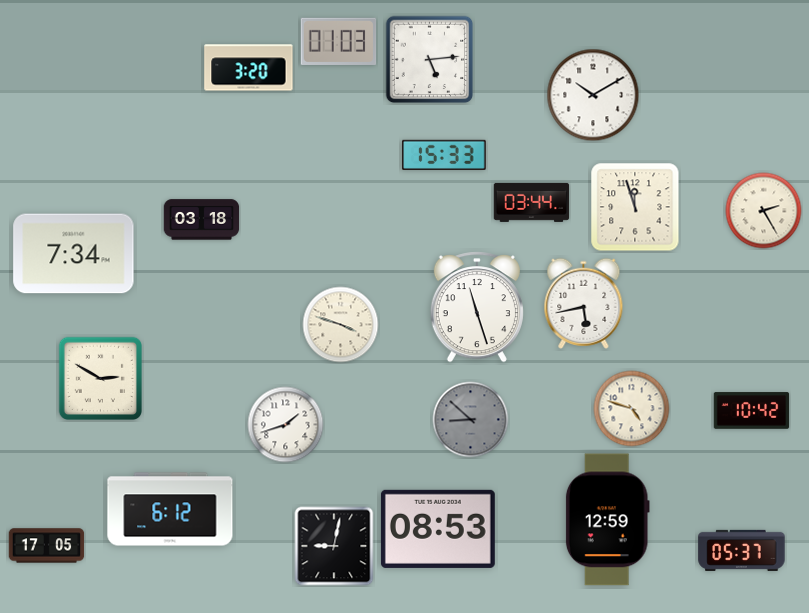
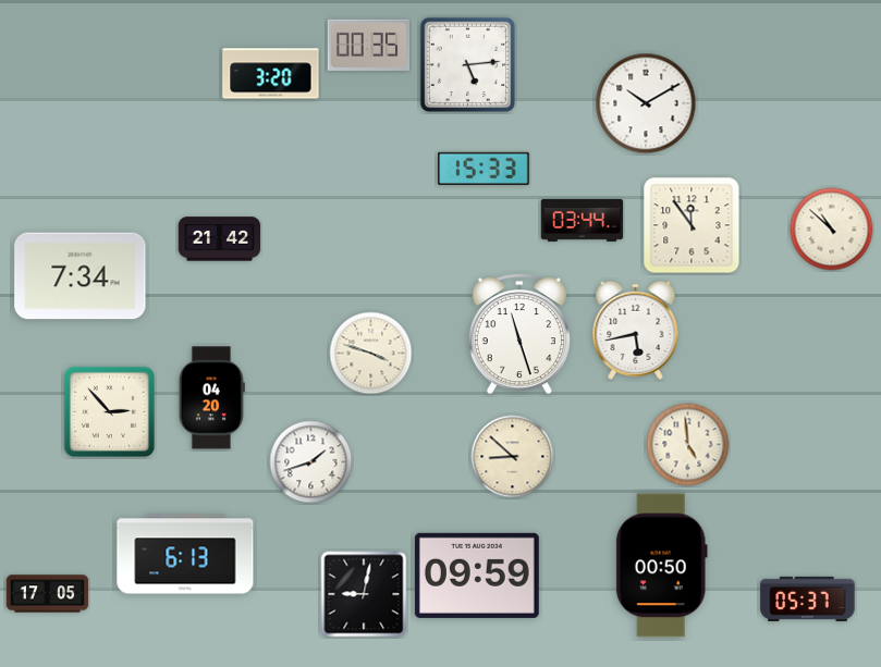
clock at (339, 41): 01:03 -> 00:35
clock at (532, 202) position: (532, 202) -> (583, 220)
clock at (635, 207): 11:57 -> 11:54
clock at (764, 211): 2:25 -> 10:52
clock at (202, 220): 03:18 -> 21:42
clock at (211, 398): none -> 04:20
clock at (100, 378): 2:50 -> 2:53
clock at (632, 409): 4:48 -> 4:59
clock at (752, 411): 10:42 -> none
clock at (471, 420) dial: grey -> cream
clock at (170, 509): 6:12 -> 6:13
clock at (607, 520): 12:59 -> 00:50
clock at (438, 529): 08:53 -> 09:59
clock at (47, 546) position: (47, 546) -> (48, 594)
